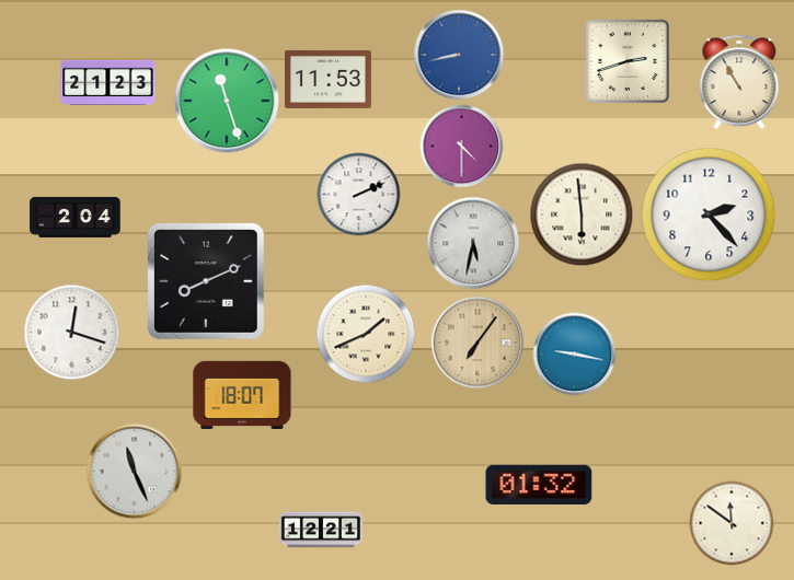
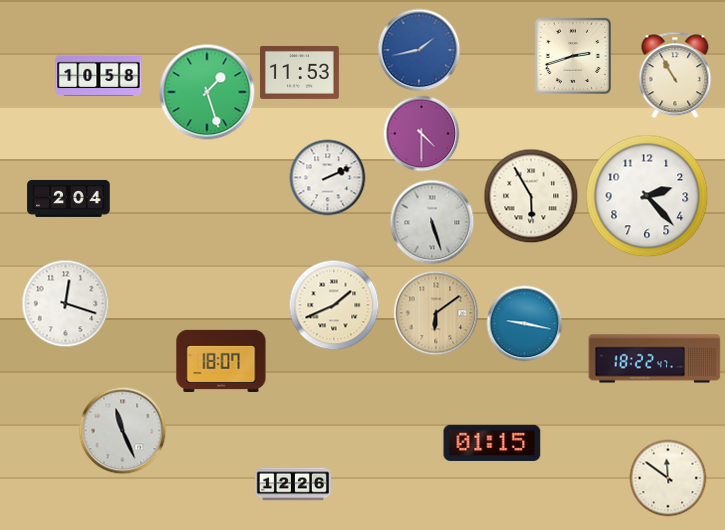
clock at (459, 55): 8:43 -> 1:43
clock at (108, 82): 21:23 -> 10:58
clock at (227, 101): 11:27 -> 1:27
clock at (582, 214): 5:59 -> 5:55
clock at (473, 243): 5:32 -> 5:27
clock at (206, 281): 8:11 -> none
clock at (477, 343): 7:06 -> 6:09
clock at (655, 359): none -> 18:22
clock at (539, 484): 01:32 -> 01:15
clock at (321, 530): 12:21 -> 12:26
